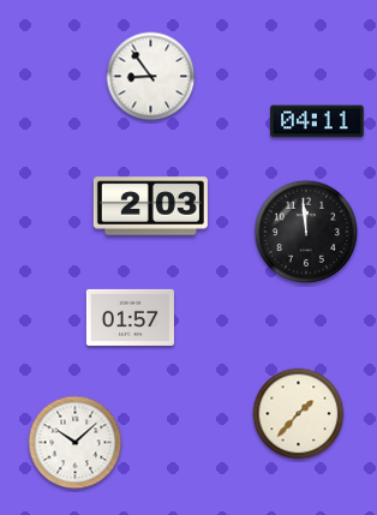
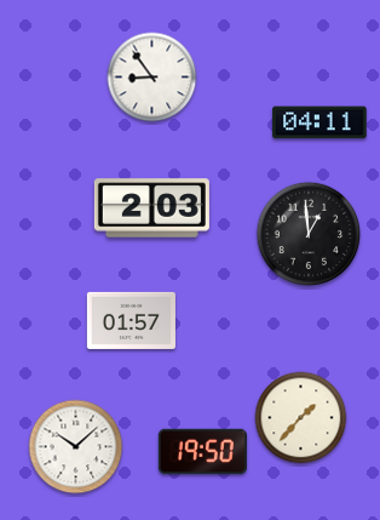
clock at (306, 232): 11:59 -> 12:59
clock at (202, 452): none -> 19:50
